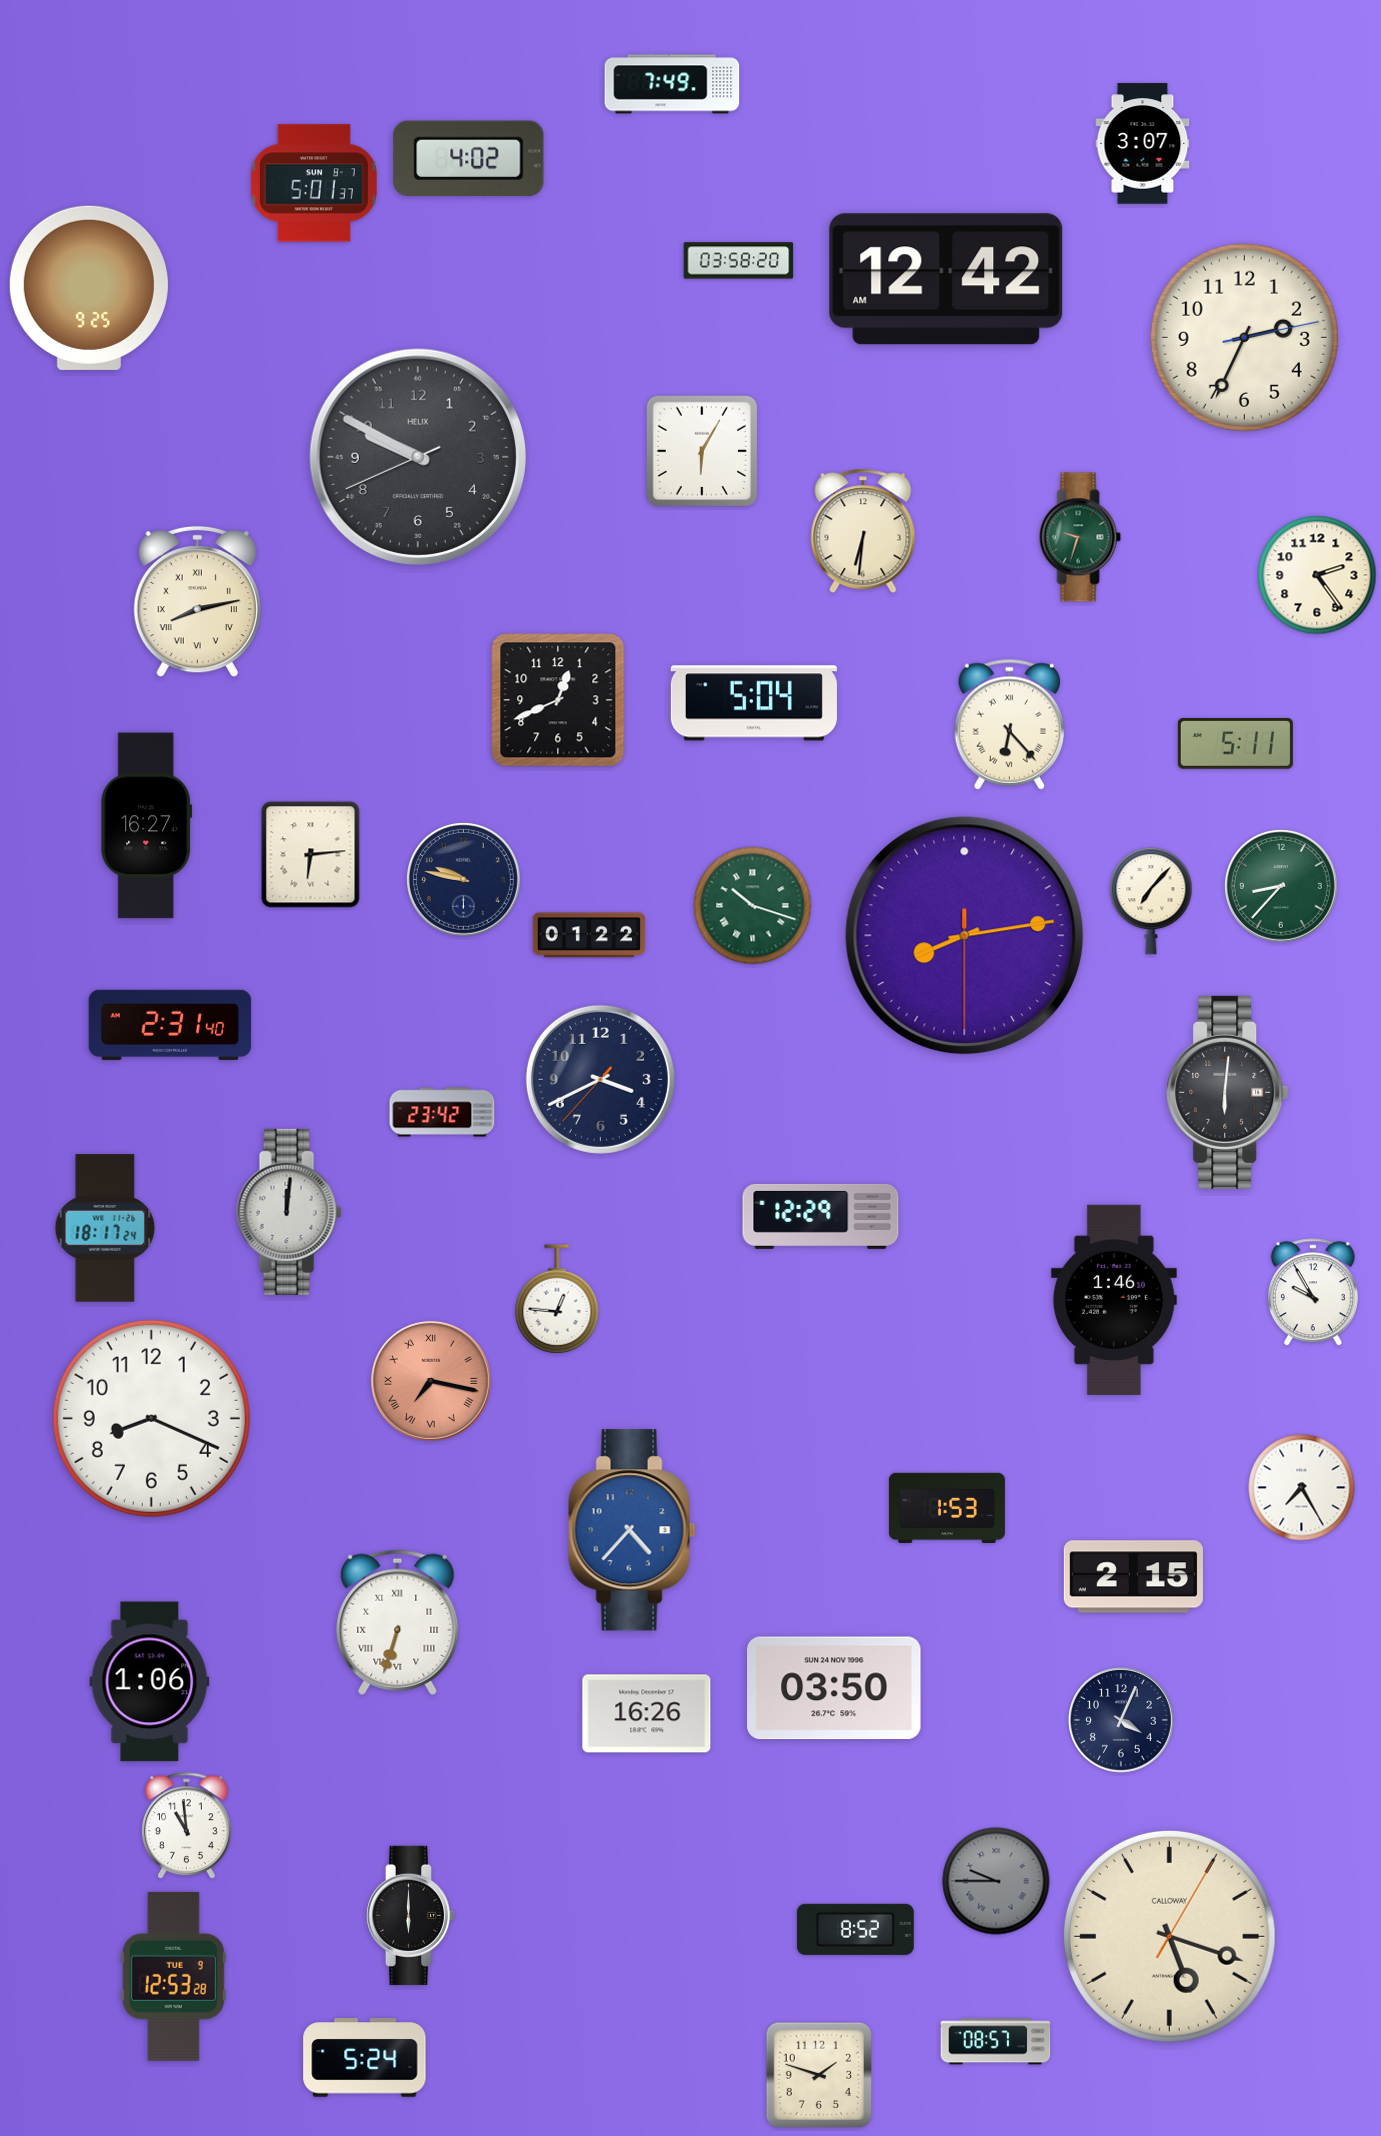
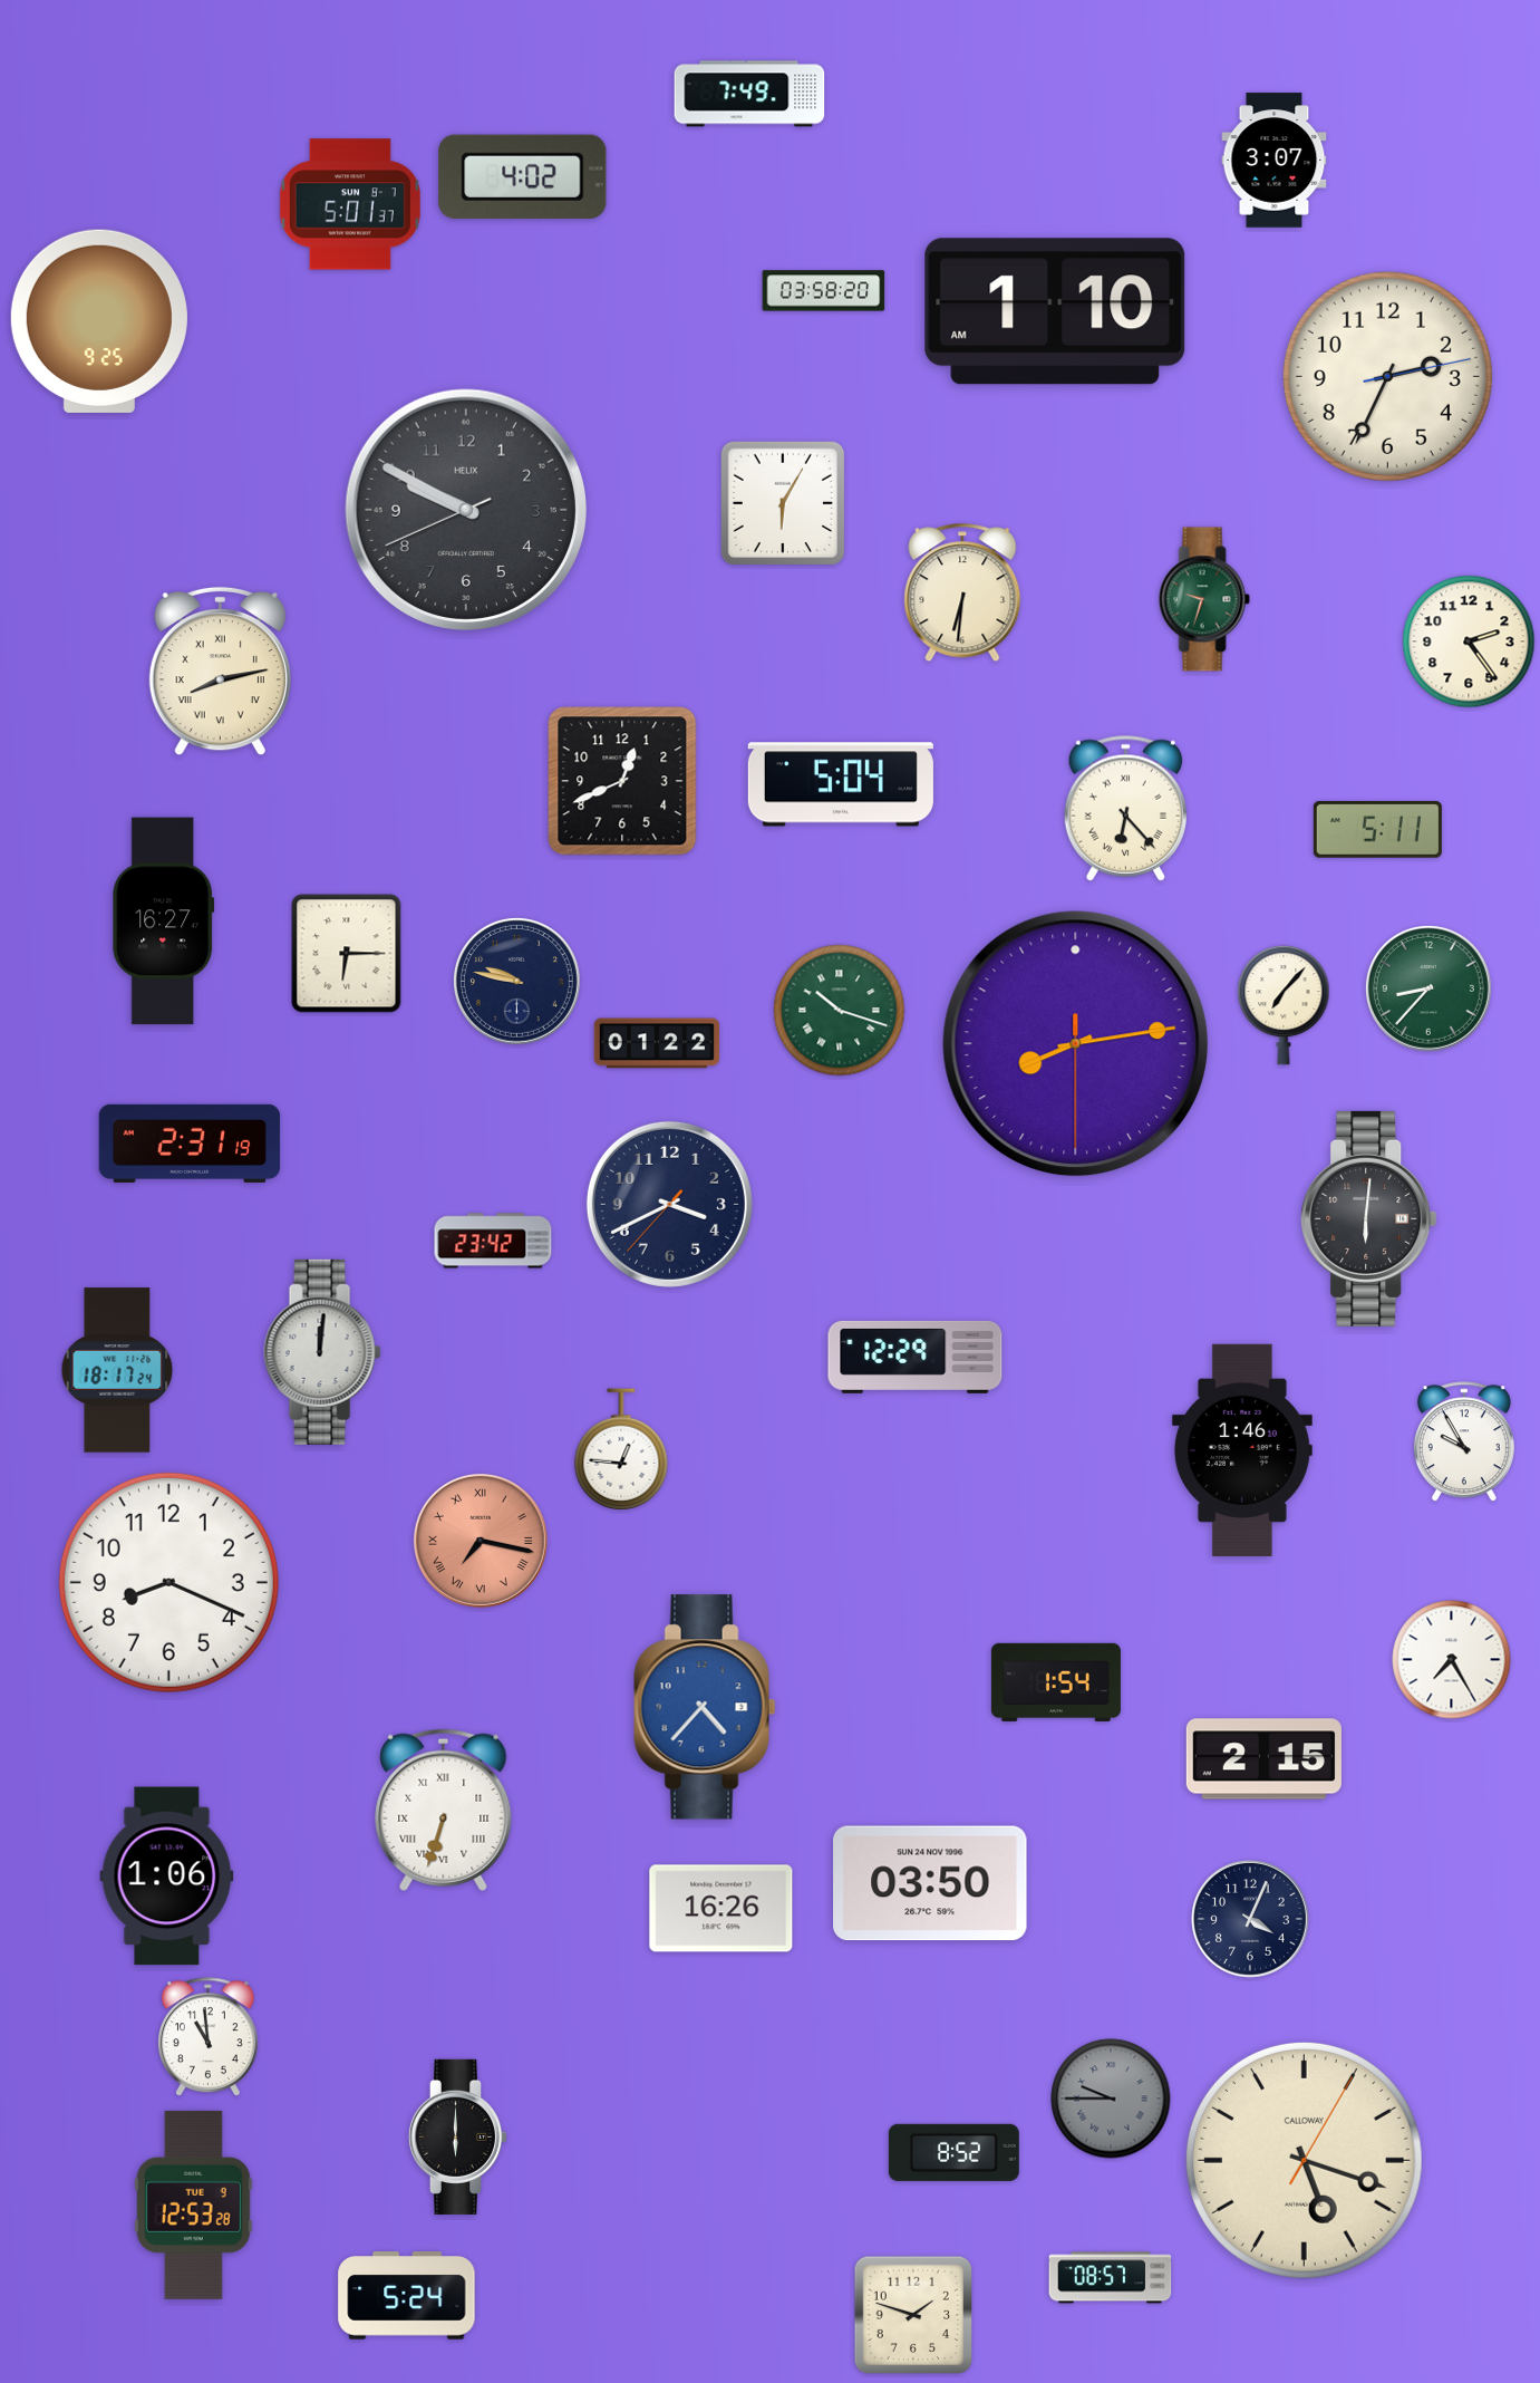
clock at (946, 279): 12:42 -> 1:10
clock at (311, 855): 6:14 -> 6:15
clock at (170, 1025): 2:31:40 -> 2:31:19
clock at (947, 1508): 1:53 -> 1:54
clock at (647, 1714) position: (647, 1714) -> (721, 1909)
